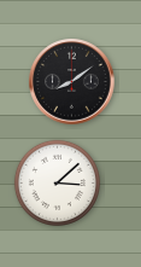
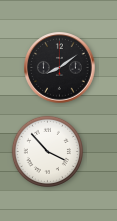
clock at (57, 182): 3:08 -> 3:53
